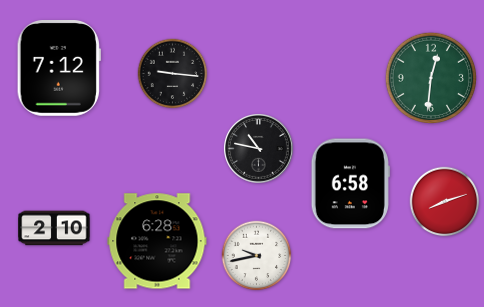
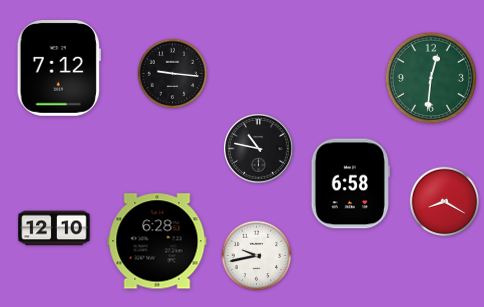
clock at (445, 202): 8:12 -> 8:20
clock at (54, 228): 2:10 -> 12:10
